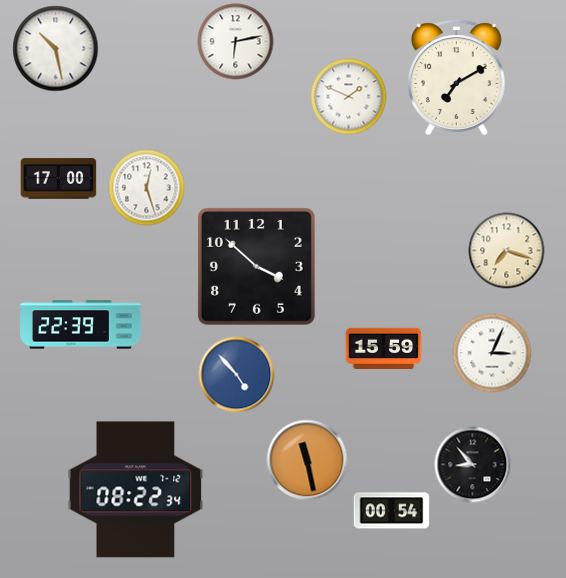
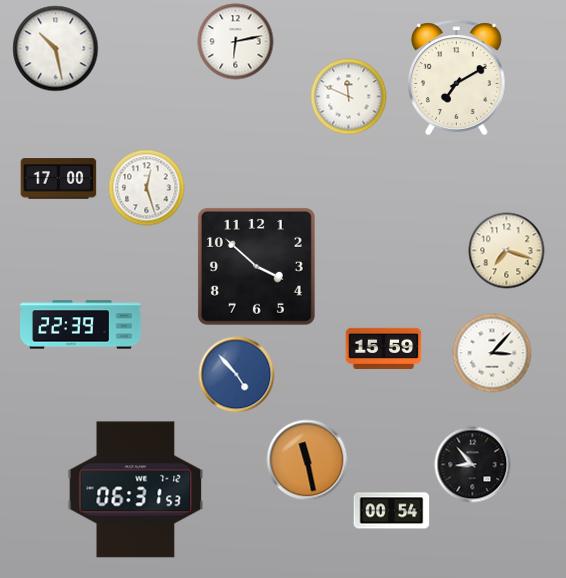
clock at (349, 97): 1:49 -> 11:49
clock at (492, 353): 3:04 -> 3:07
clock at (136, 490): 08:22 -> 06:31
